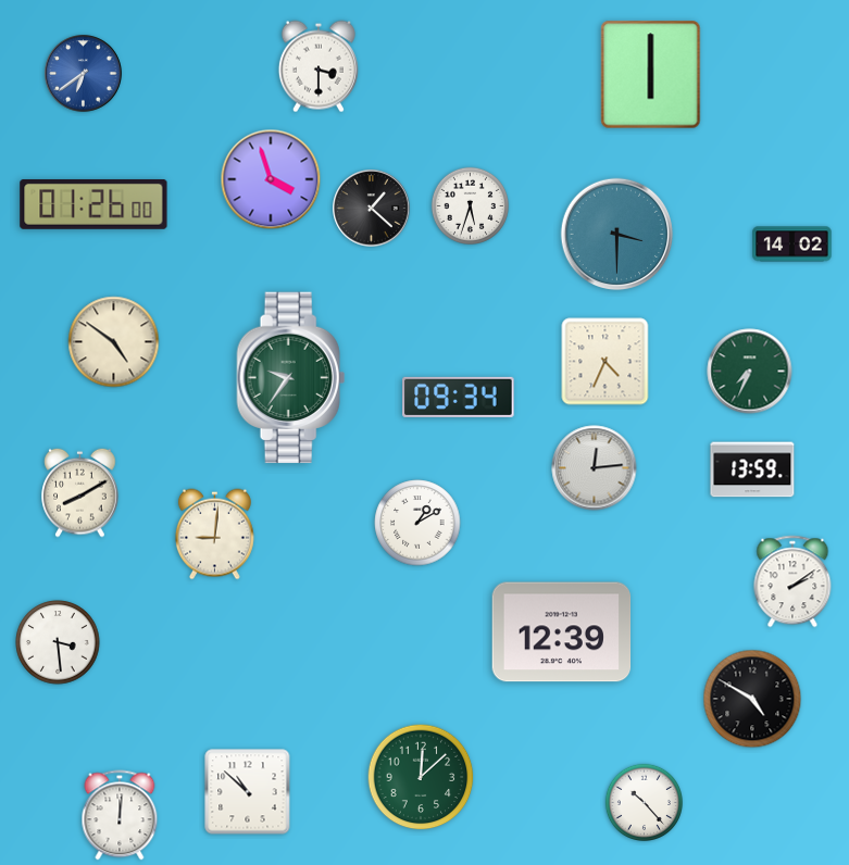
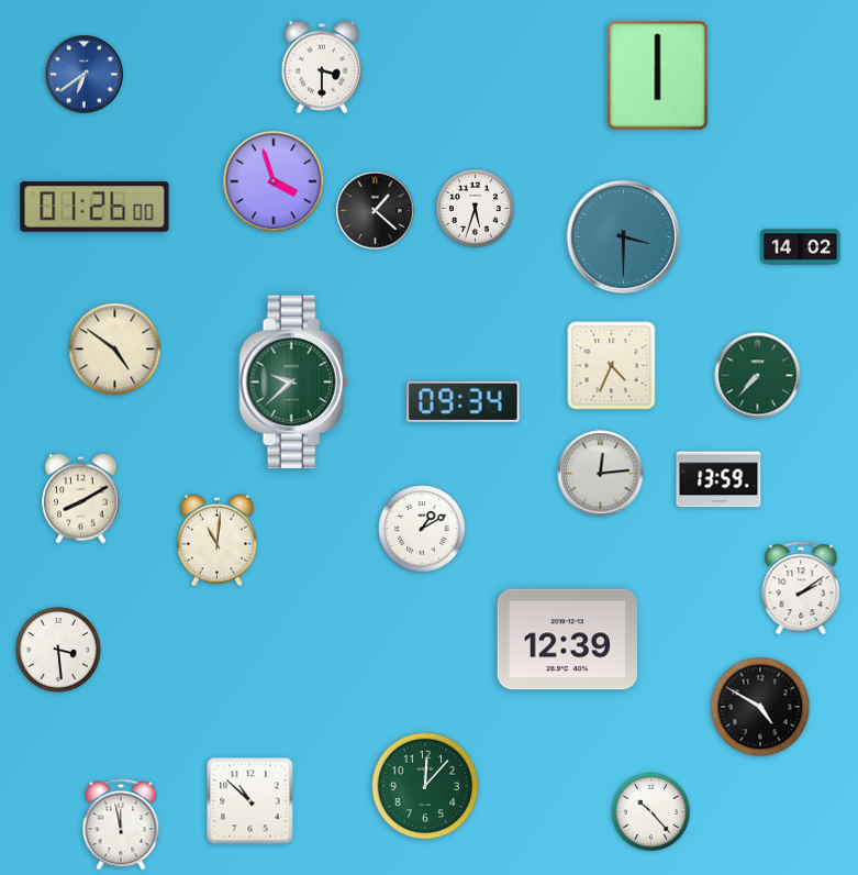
clock at (114, 342) position: (114, 342) -> (115, 350)
clock at (750, 372): 7:34 -> 7:37
clock at (291, 378): 9:36 -> 9:38
clock at (752, 469) position: (752, 469) -> (718, 479)
clock at (214, 535): 9:01 -> 11:01
clock at (421, 777): 12:08 -> 12:07
clock at (120, 815): 12:01 -> 11:58
